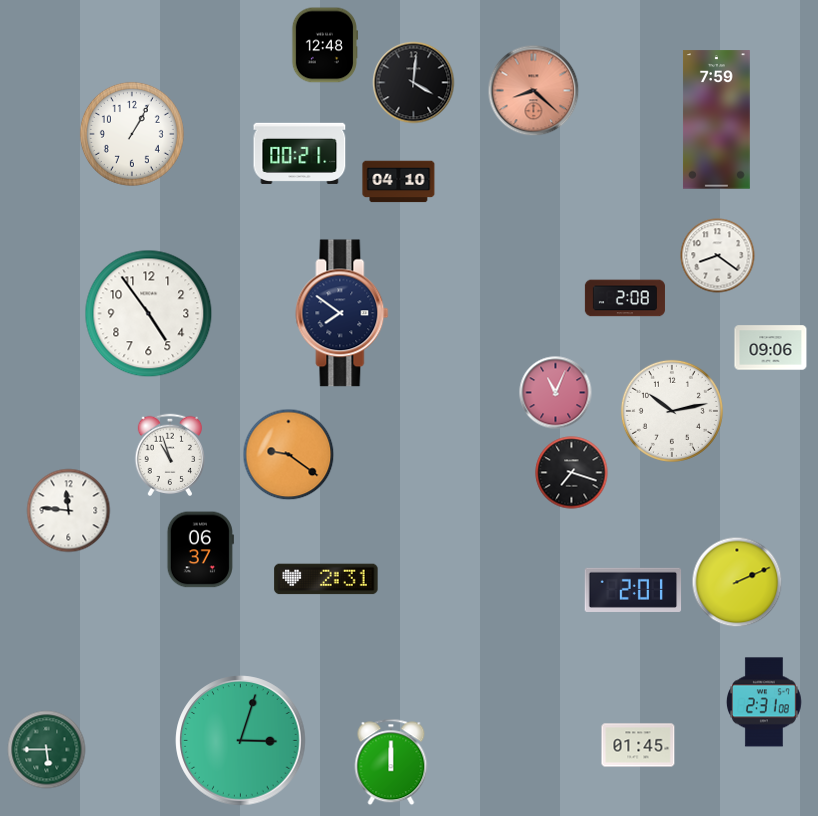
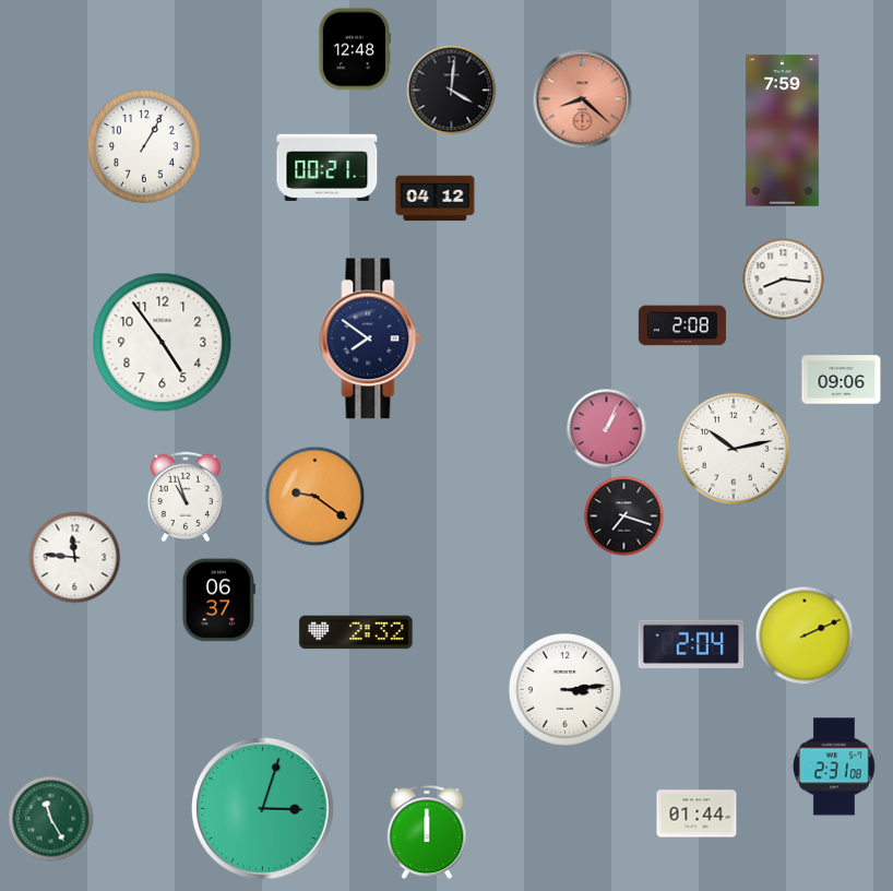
clock at (399, 182): 04:10 -> 04:12
clock at (718, 256): 8:21 -> 8:16
clock at (342, 313) position: (342, 313) -> (370, 338)
clock at (556, 393): 11:04 -> 1:04
clock at (326, 579): 2:31 -> 2:32
clock at (633, 590): 2:01 -> 2:04
clock at (564, 689): none -> 3:14
clock at (638, 745): 01:45 -> 01:44
clock at (47, 750): 5:45 -> 11:25
